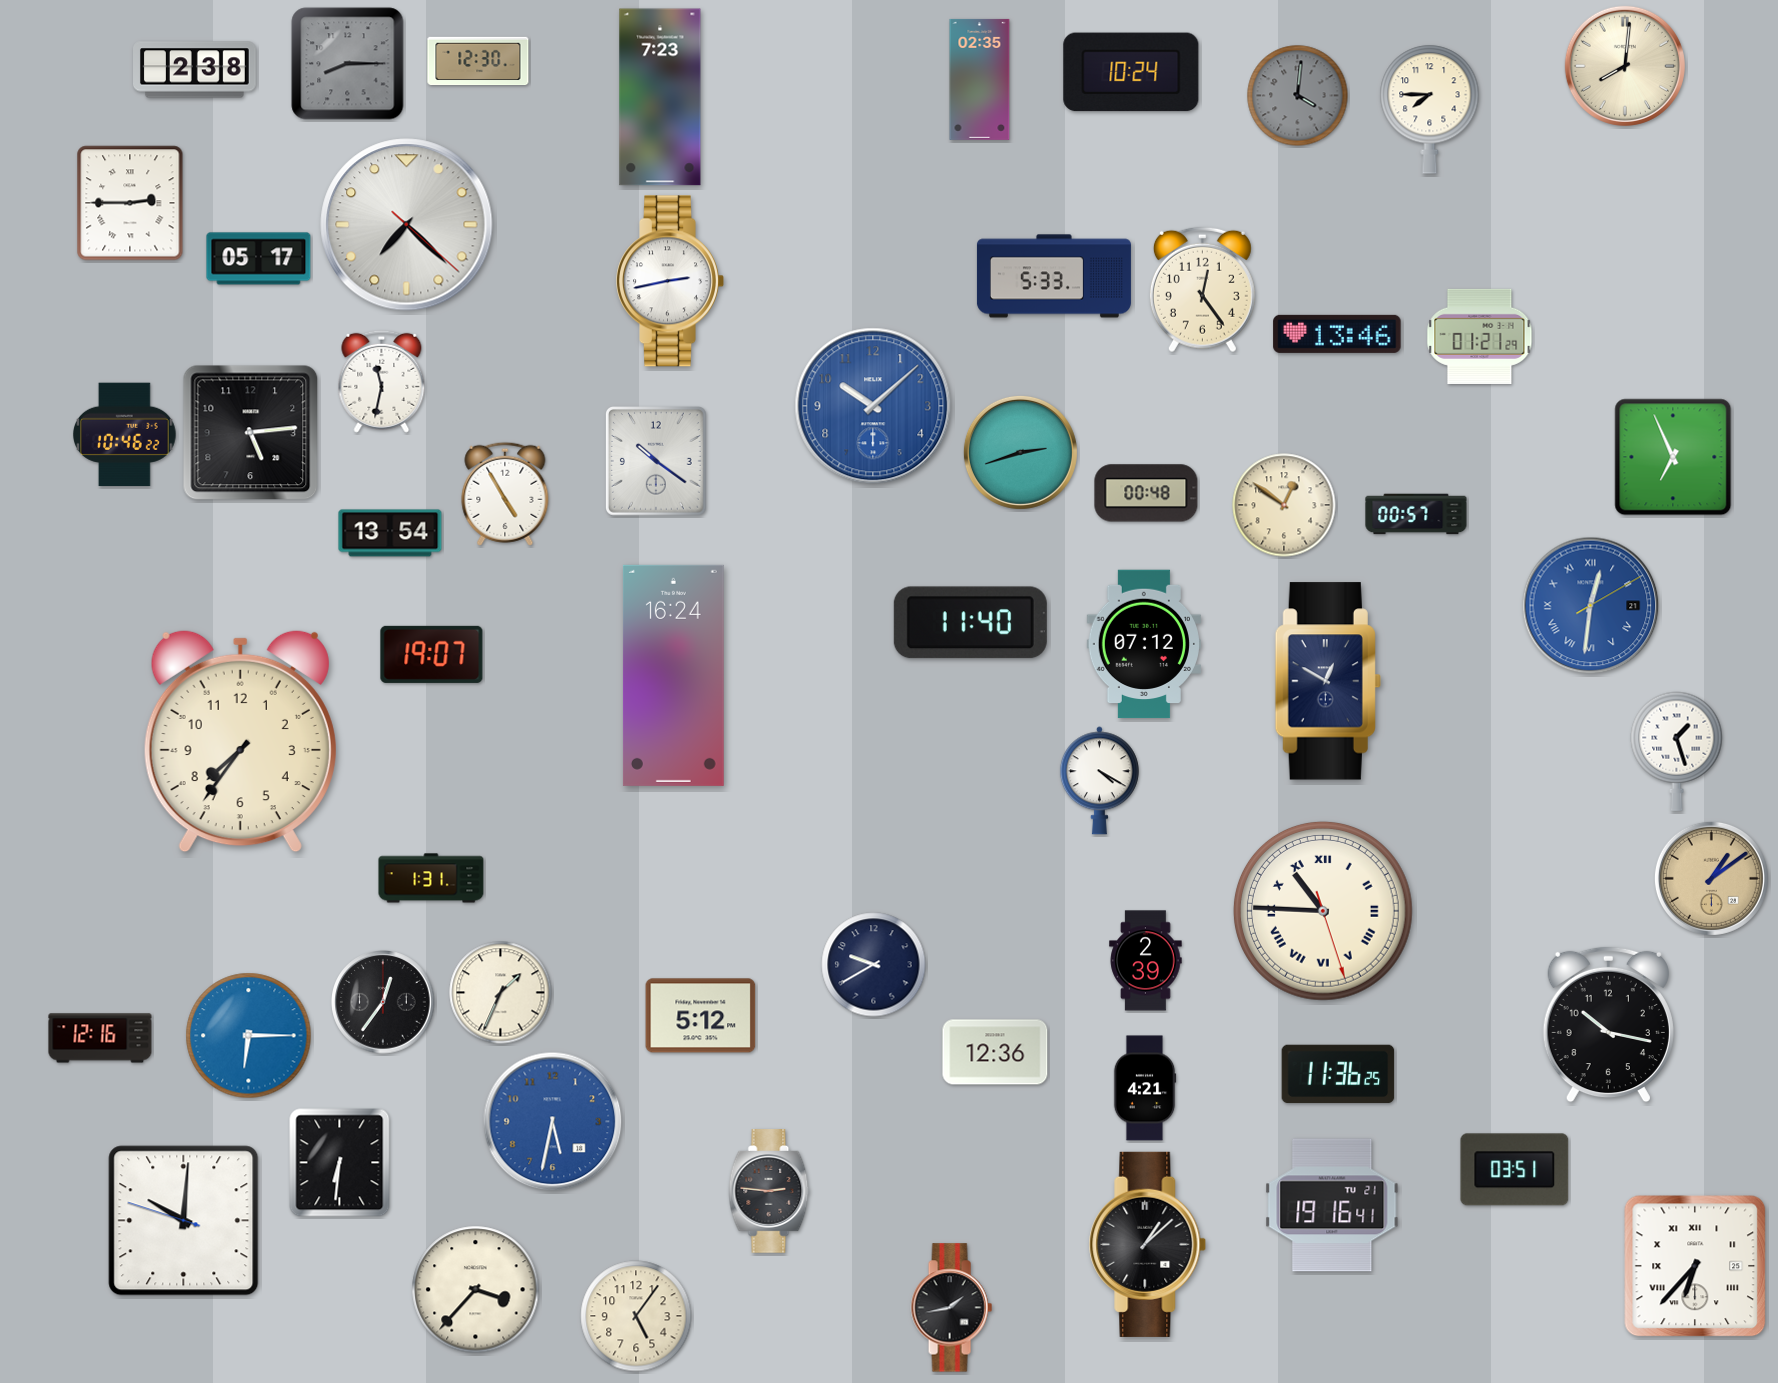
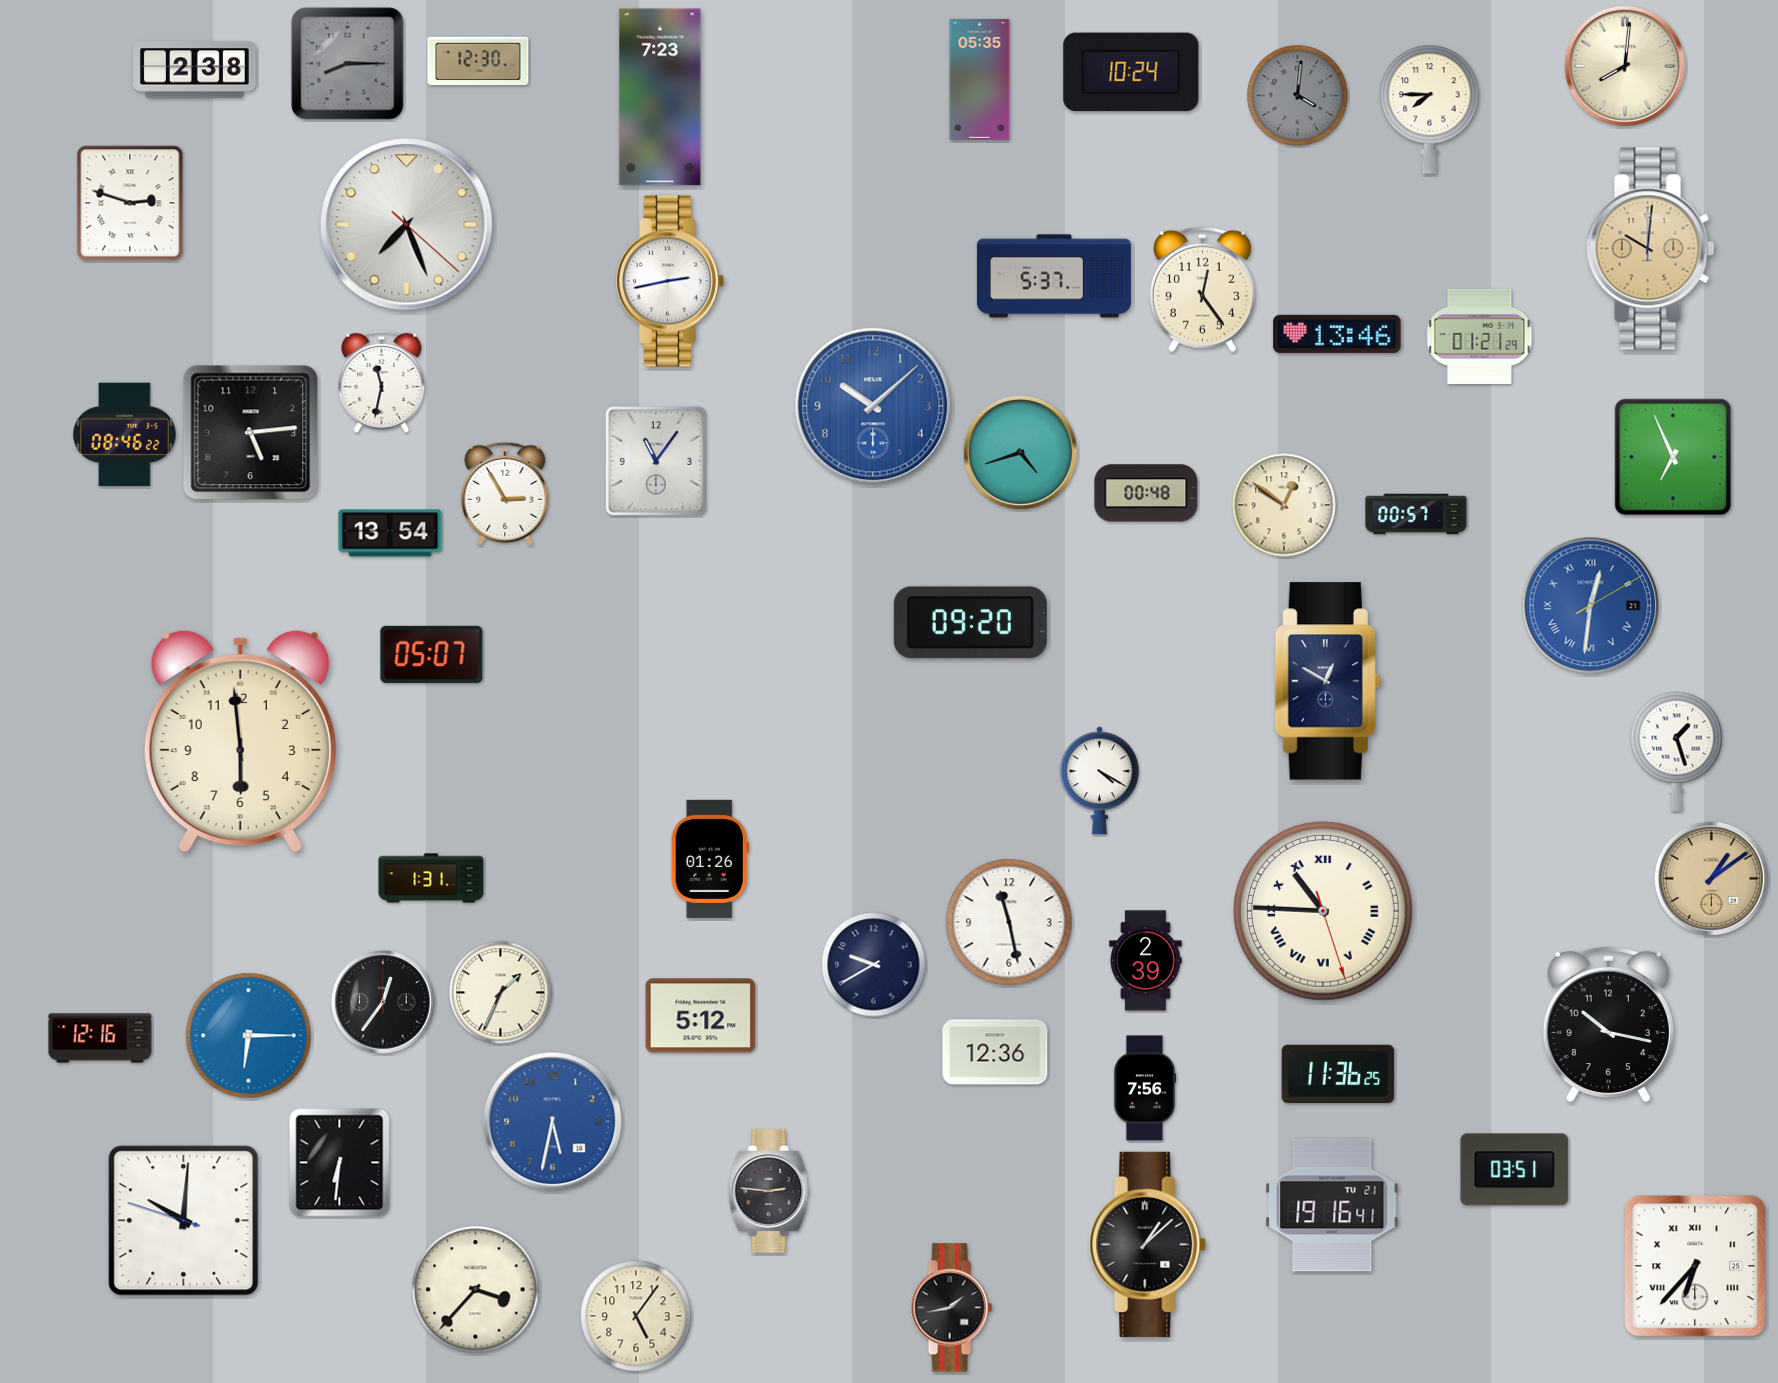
clock at (980, 79): 02:35 -> 05:35
clock at (130, 203): 2:45 -> 2:48
clock at (407, 225): 7:22 -> 7:26
clock at (1651, 249): none -> 10:01
clock at (259, 259): 05:17 -> none
clock at (1054, 276): 5:33 -> 5:37
clock at (125, 435): 10:46 -> 08:46
clock at (1020, 452): 2:42 -> 4:42
clock at (657, 462): 10:21 -> 11:06
clock at (505, 494): 4:55 -> 2:55
clock at (970, 623): 11:40 -> 09:20
clock at (1143, 644): 07:12 -> none
clock at (432, 654): 19:07 -> 05:07
clock at (673, 675): 16:24 -> none
clock at (240, 741): 7:36 -> 5:59
clock at (710, 859): none -> 01:26
clock at (1009, 922): none -> 11:28
clock at (1145, 1088): 4:21 -> 7:56
